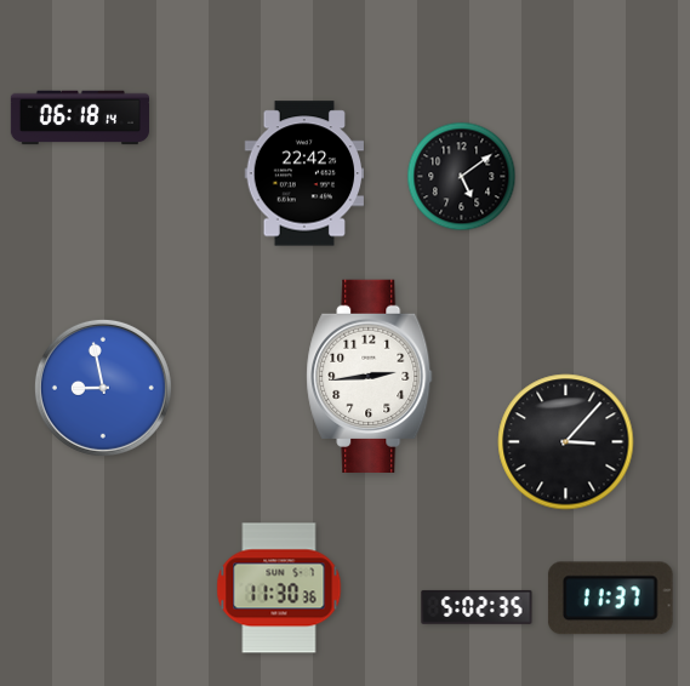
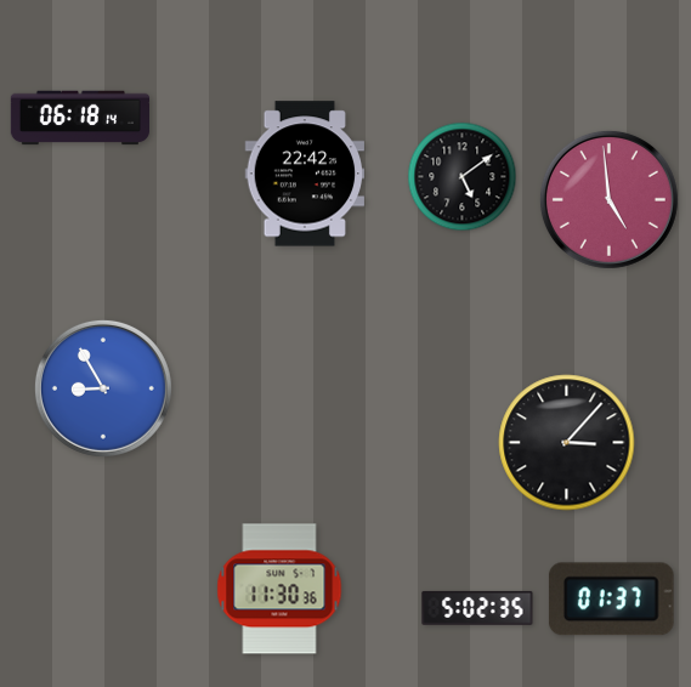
clock at (608, 199): none -> 4:59
clock at (370, 376): 2:44 -> none
clock at (103, 388): 8:58 -> 8:55
clock at (610, 599): 11:37 -> 01:37
